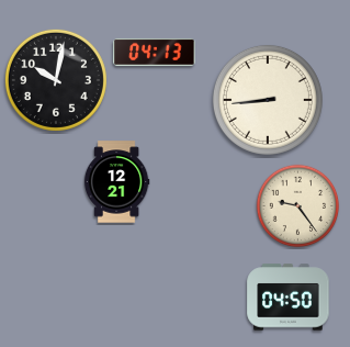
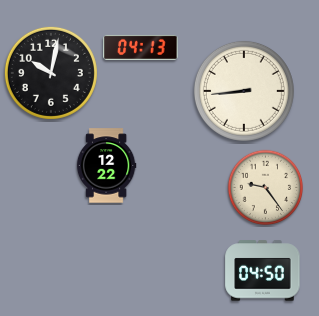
clock at (116, 182): 12:21 -> 12:22
clock at (298, 206) position: (298, 206) -> (266, 188)
